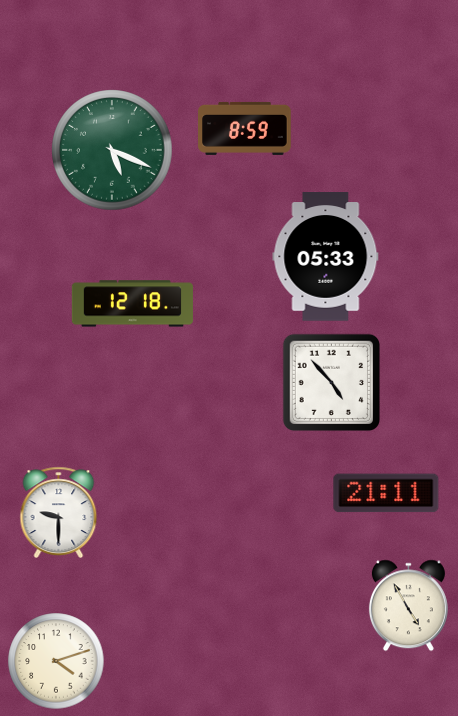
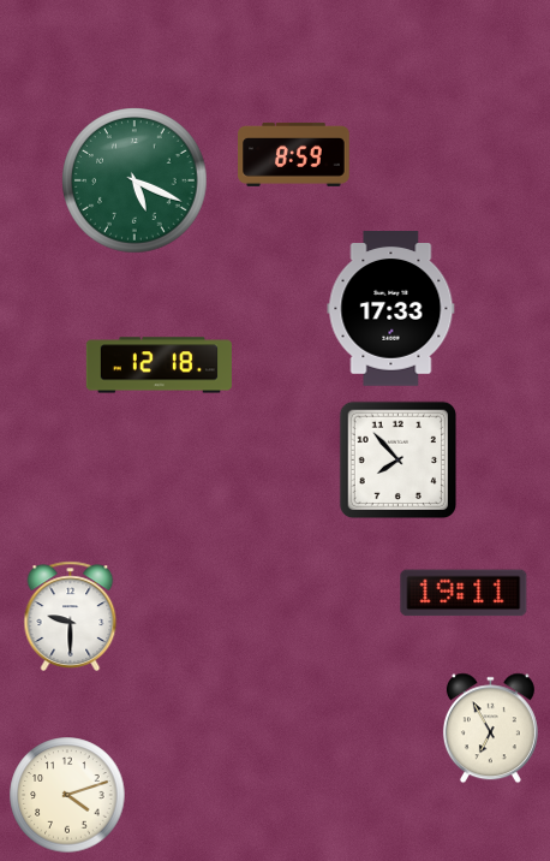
clock at (326, 257): 05:33 -> 17:33
clock at (332, 383): 4:53 -> 7:53
clock at (386, 493): 21:11 -> 19:11
clock at (408, 606): 4:55 -> 6:55
